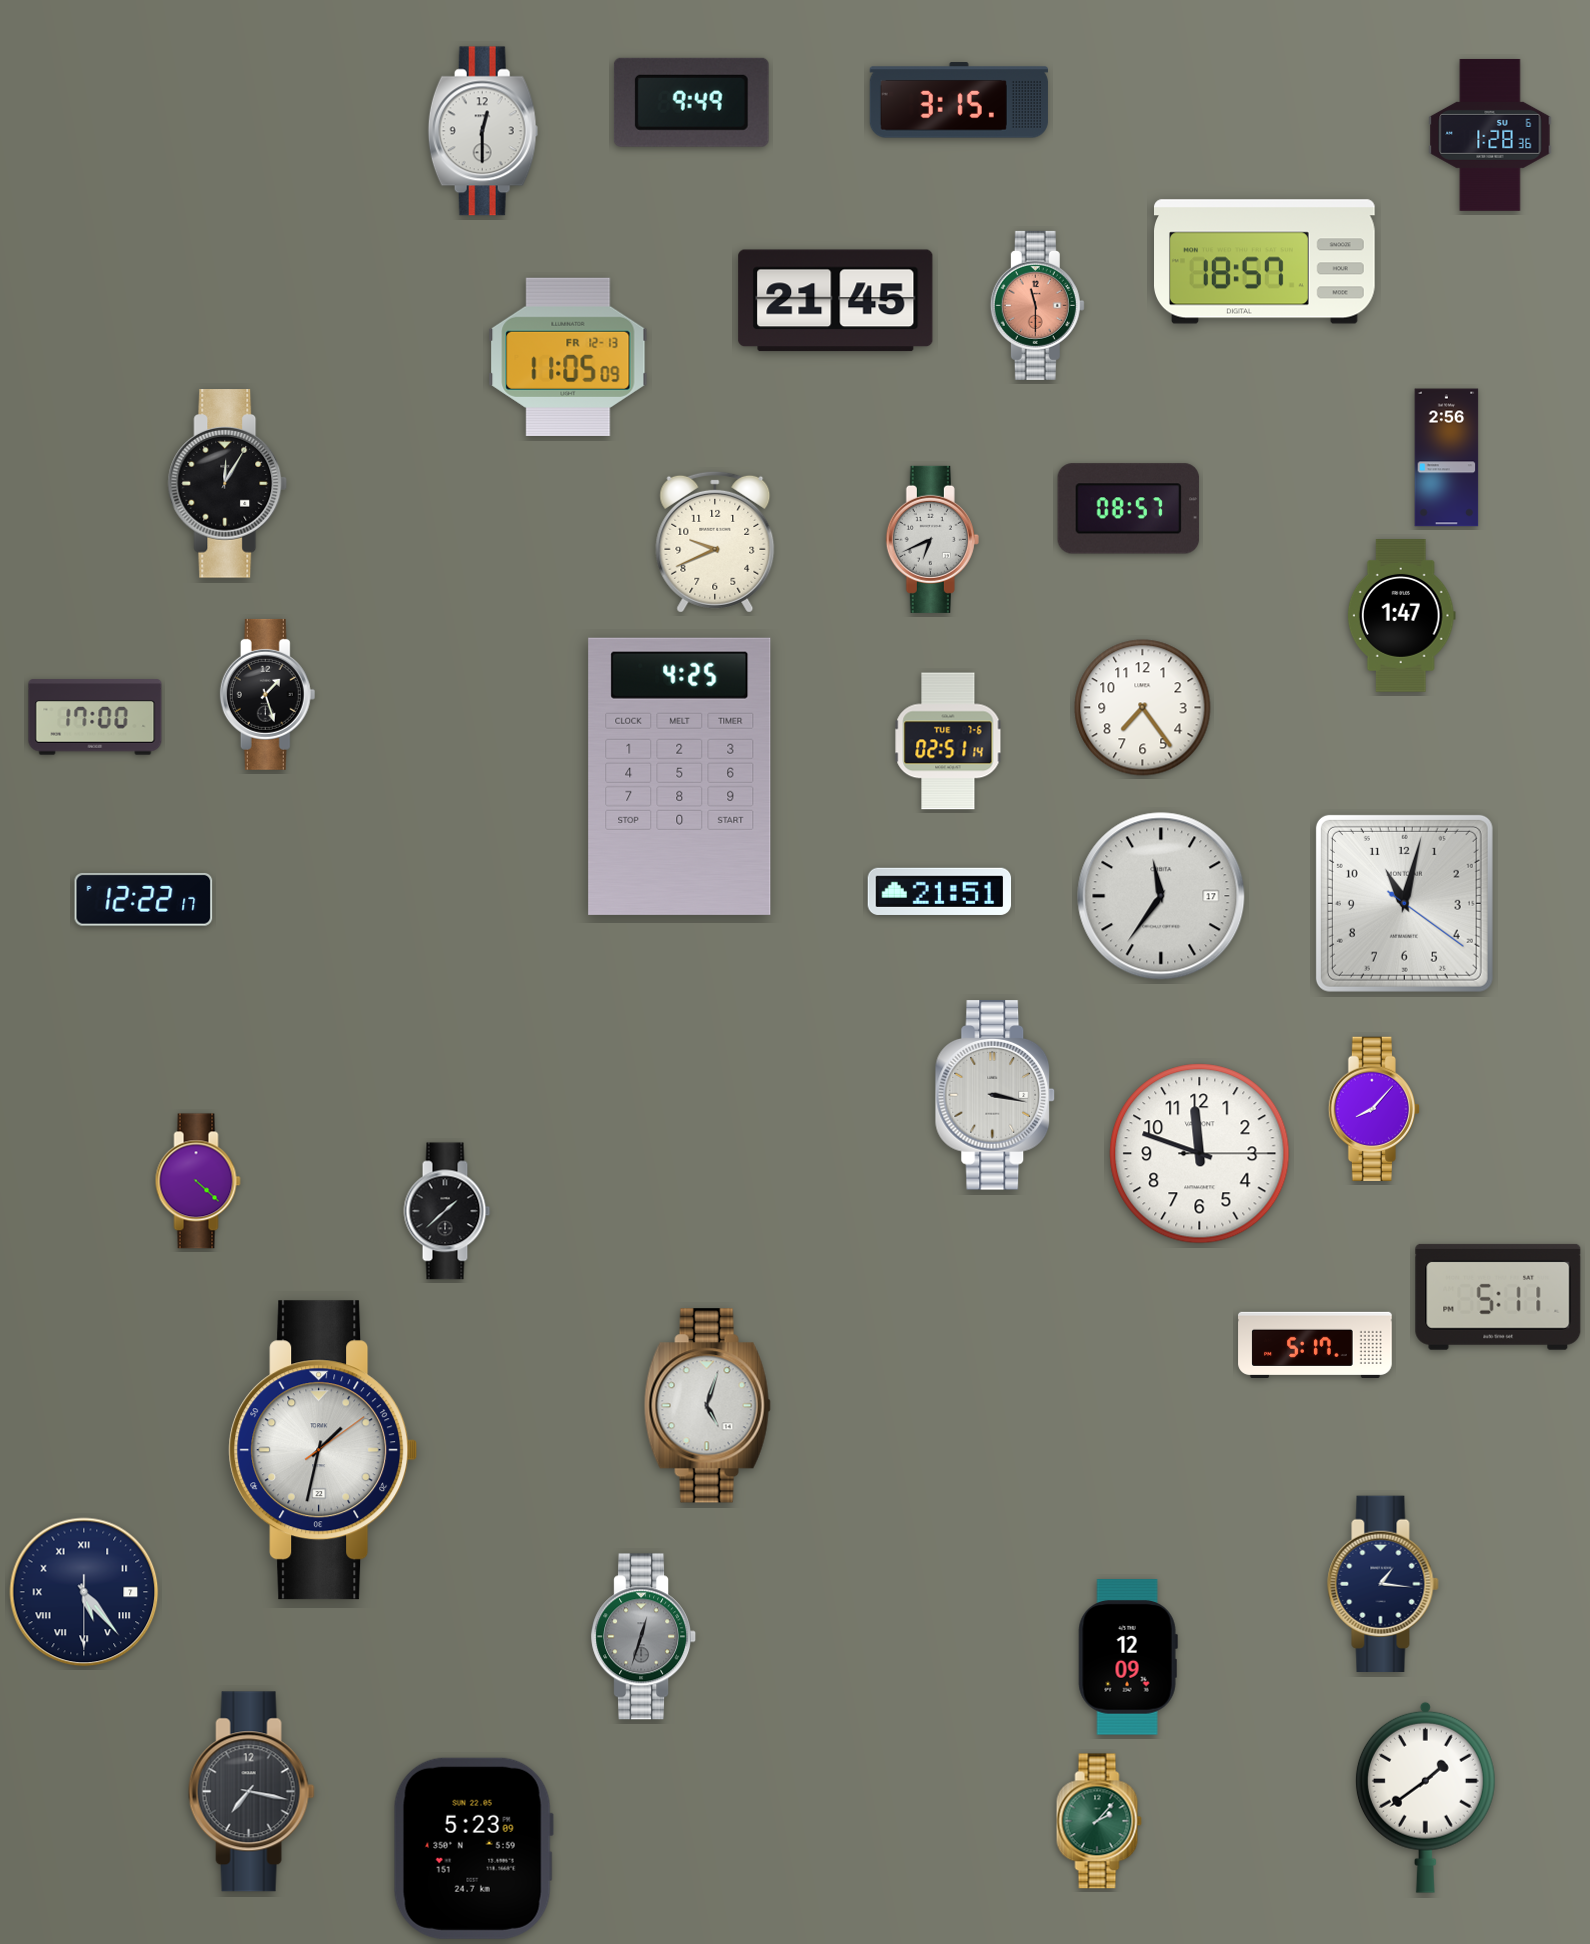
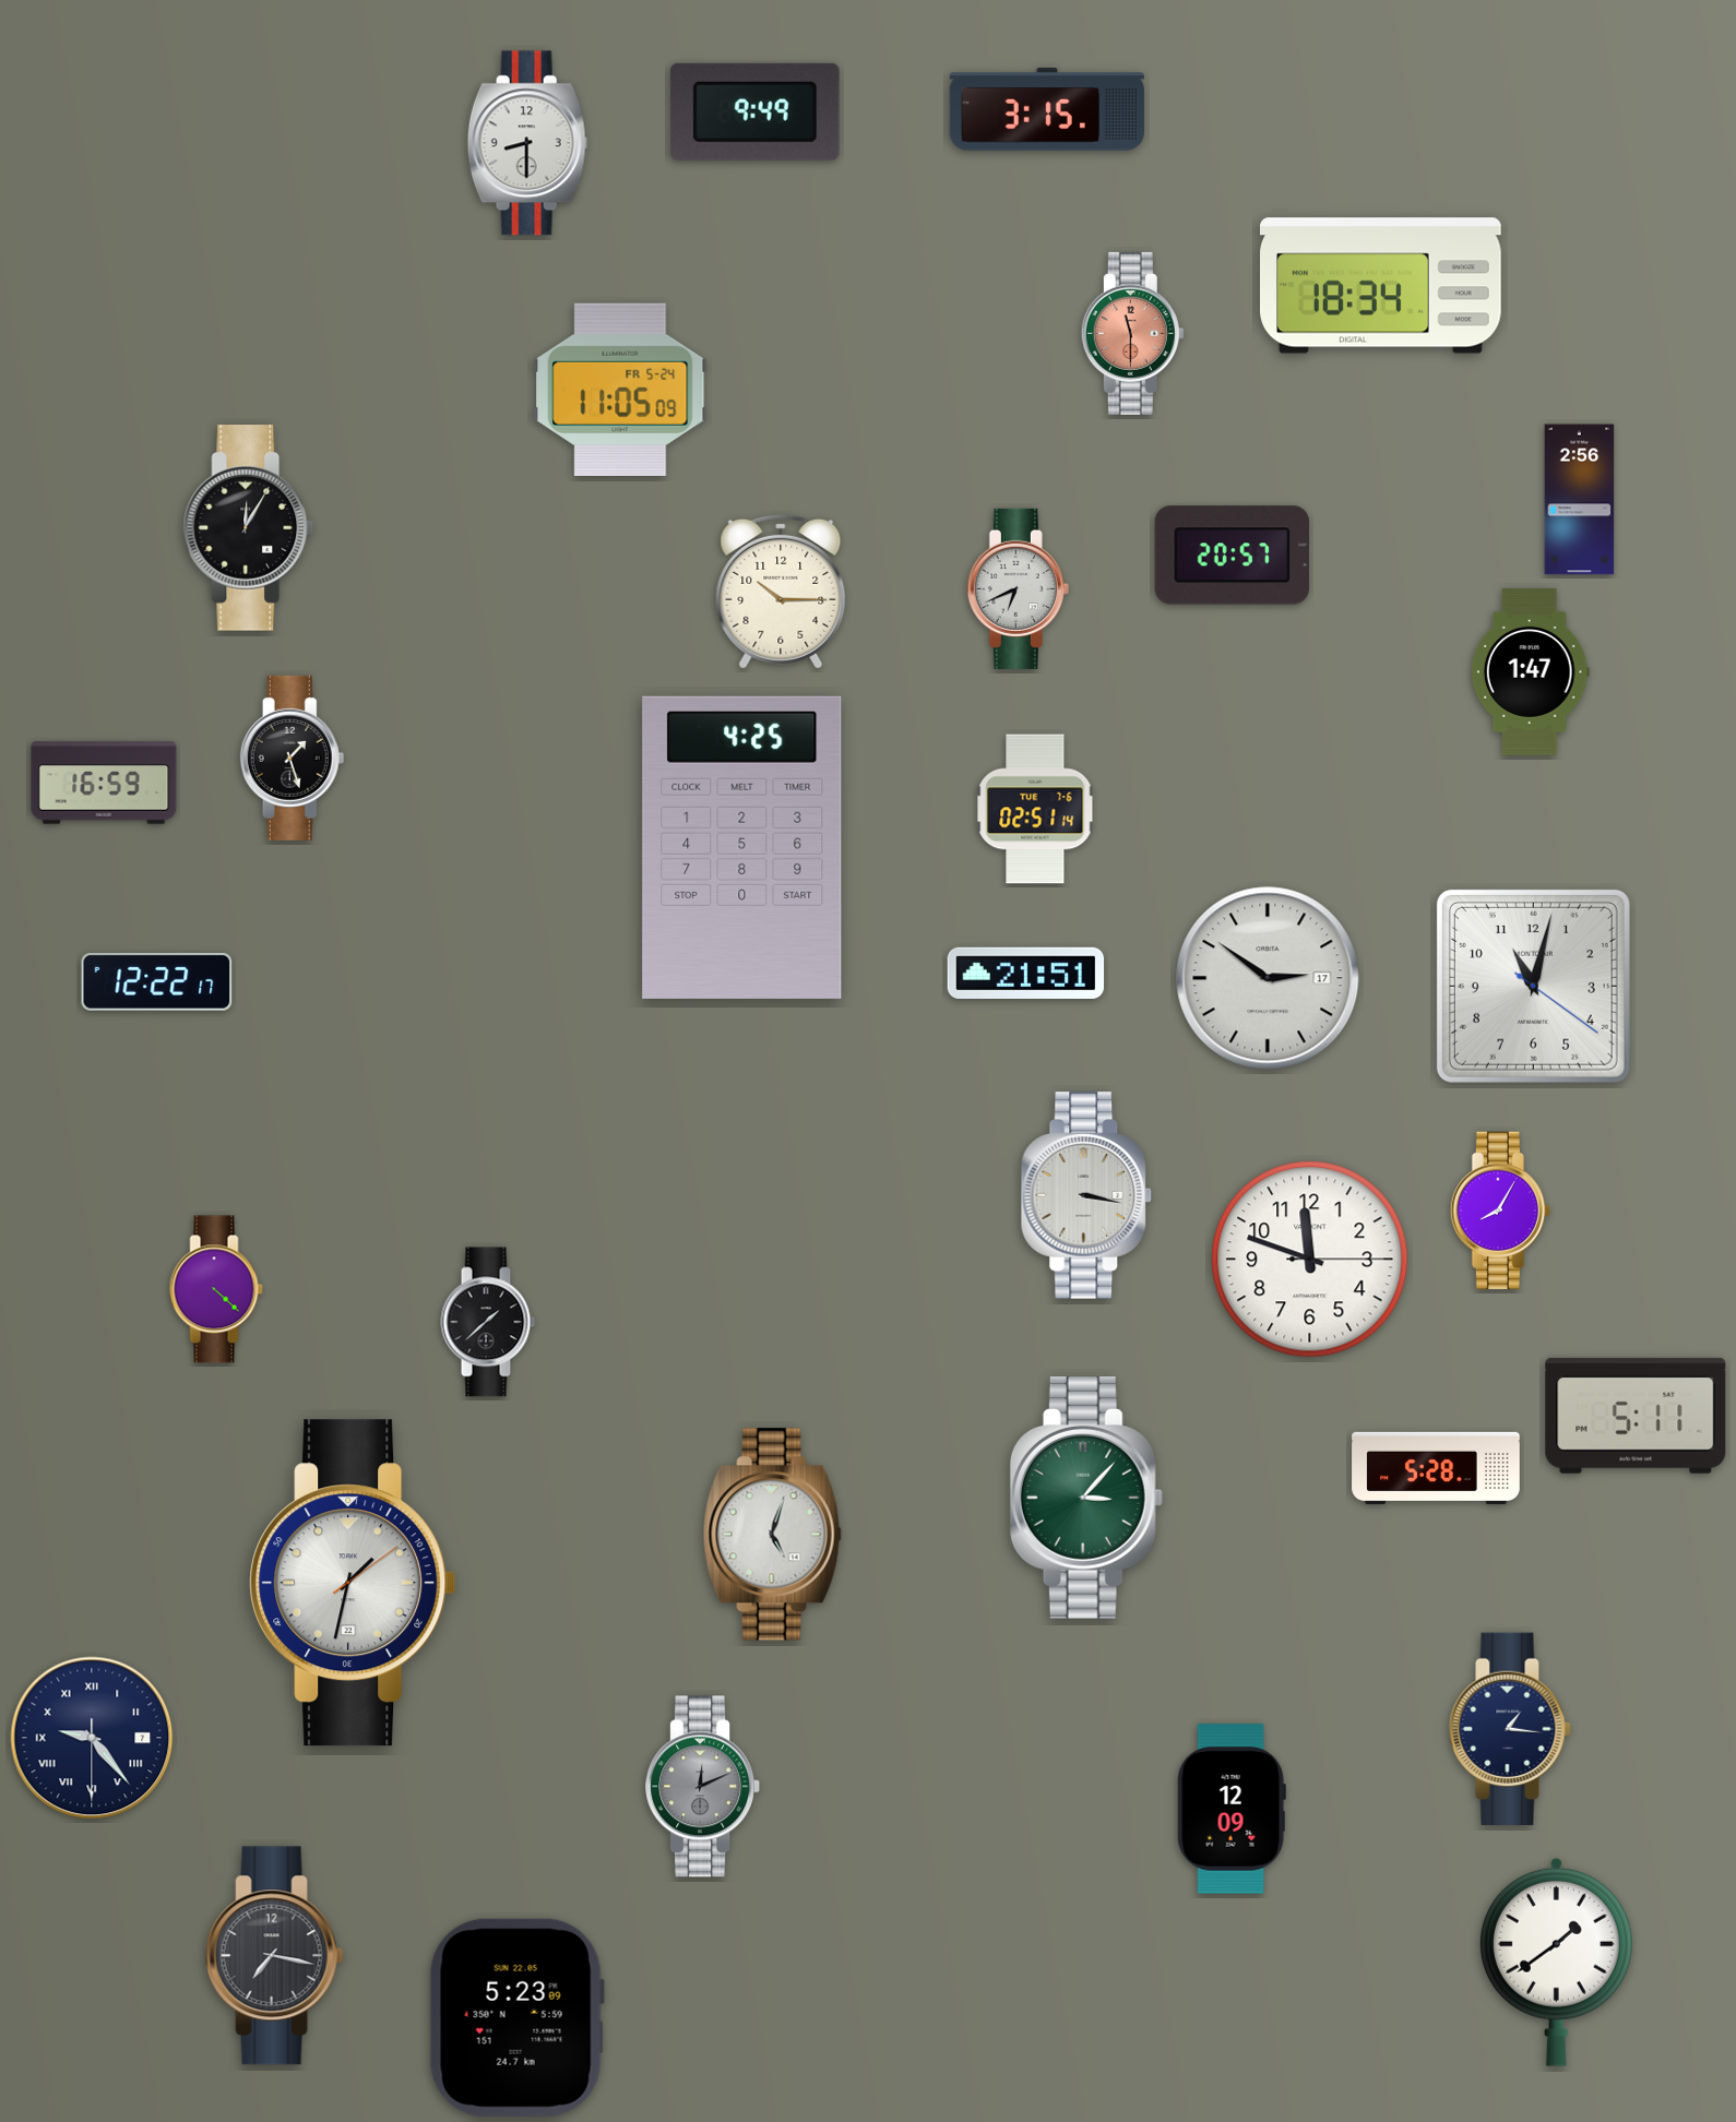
clock at (483, 131): 12:30 -> 8:30
clock at (1490, 135): 1:28 -> none
clock at (1265, 262): 18:57 -> 18:34
clock at (836, 301): 21:45 -> none
clock at (568, 357) date: FR 12-13 -> FR 5-24
clock at (1129, 509): 08:57 -> 20:57
clock at (715, 542): 9:41 -> 10:15
clock at (1143, 708): 7:24 -> none
clock at (95, 717): 17:00 -> 16:59
clock at (1161, 896): 11:36 -> 2:51
clock at (1374, 1108): 8:07 -> 8:05
clock at (1315, 1344): 5:17 -> 5:28
clock at (1086, 1499): none -> 3:07
clock at (84, 1592): 5:23 -> 9:23
clock at (644, 1637): 12:33 -> 12:11
clock at (1099, 1821): 2:07 -> none
